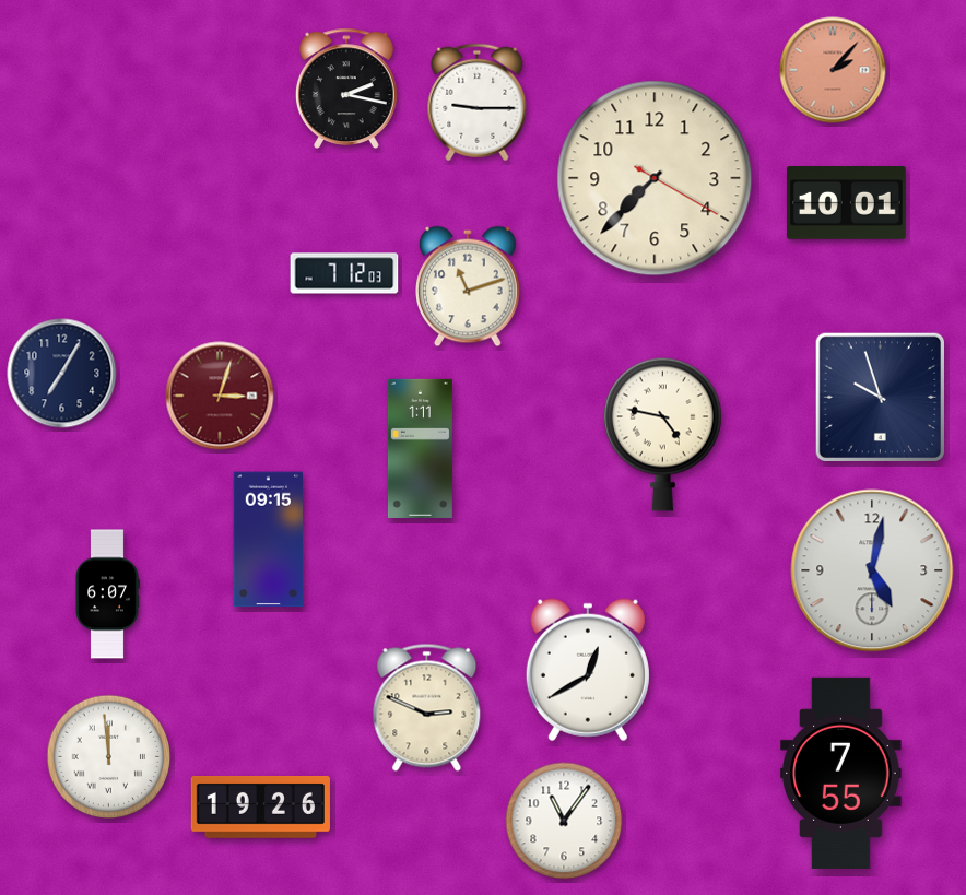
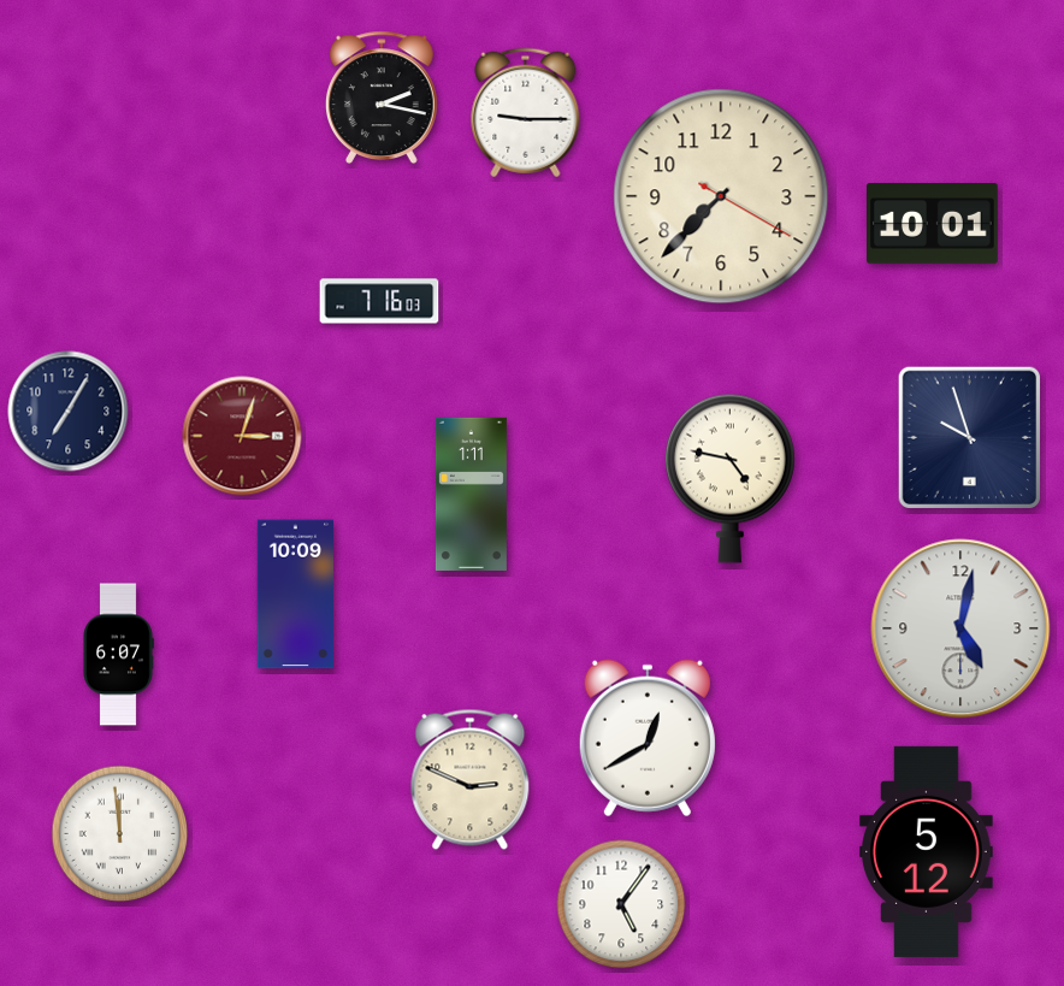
clock at (833, 70): 2:07 -> none
clock at (344, 273): 7:12 -> 7:16
clock at (469, 286): 11:12 -> none
clock at (420, 448) position: (420, 448) -> (471, 494)
clock at (268, 540): 09:15 -> 10:09
clock at (841, 773): 7:55 -> 5:12
clock at (260, 808): 19:26 -> none
clock at (564, 821): 11:06 -> 5:06
